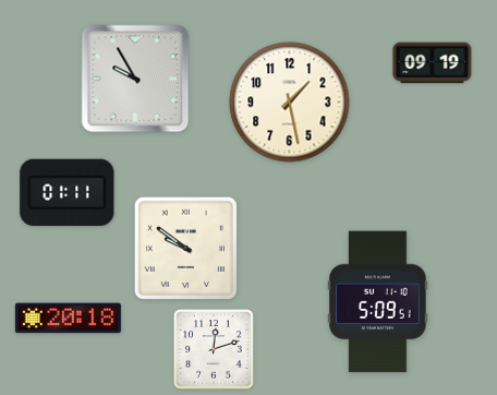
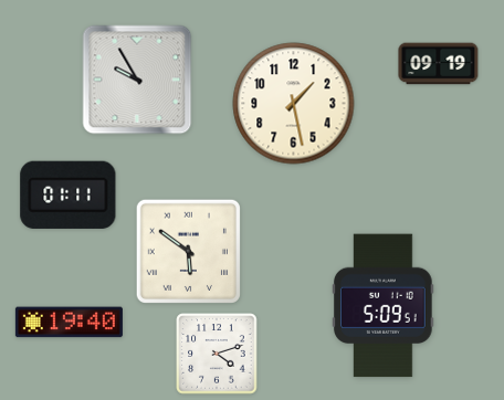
clock at (185, 248): 9:51 -> 5:51
clock at (68, 319): 20:18 -> 19:40
clock at (214, 349): 12:12 -> 4:12
